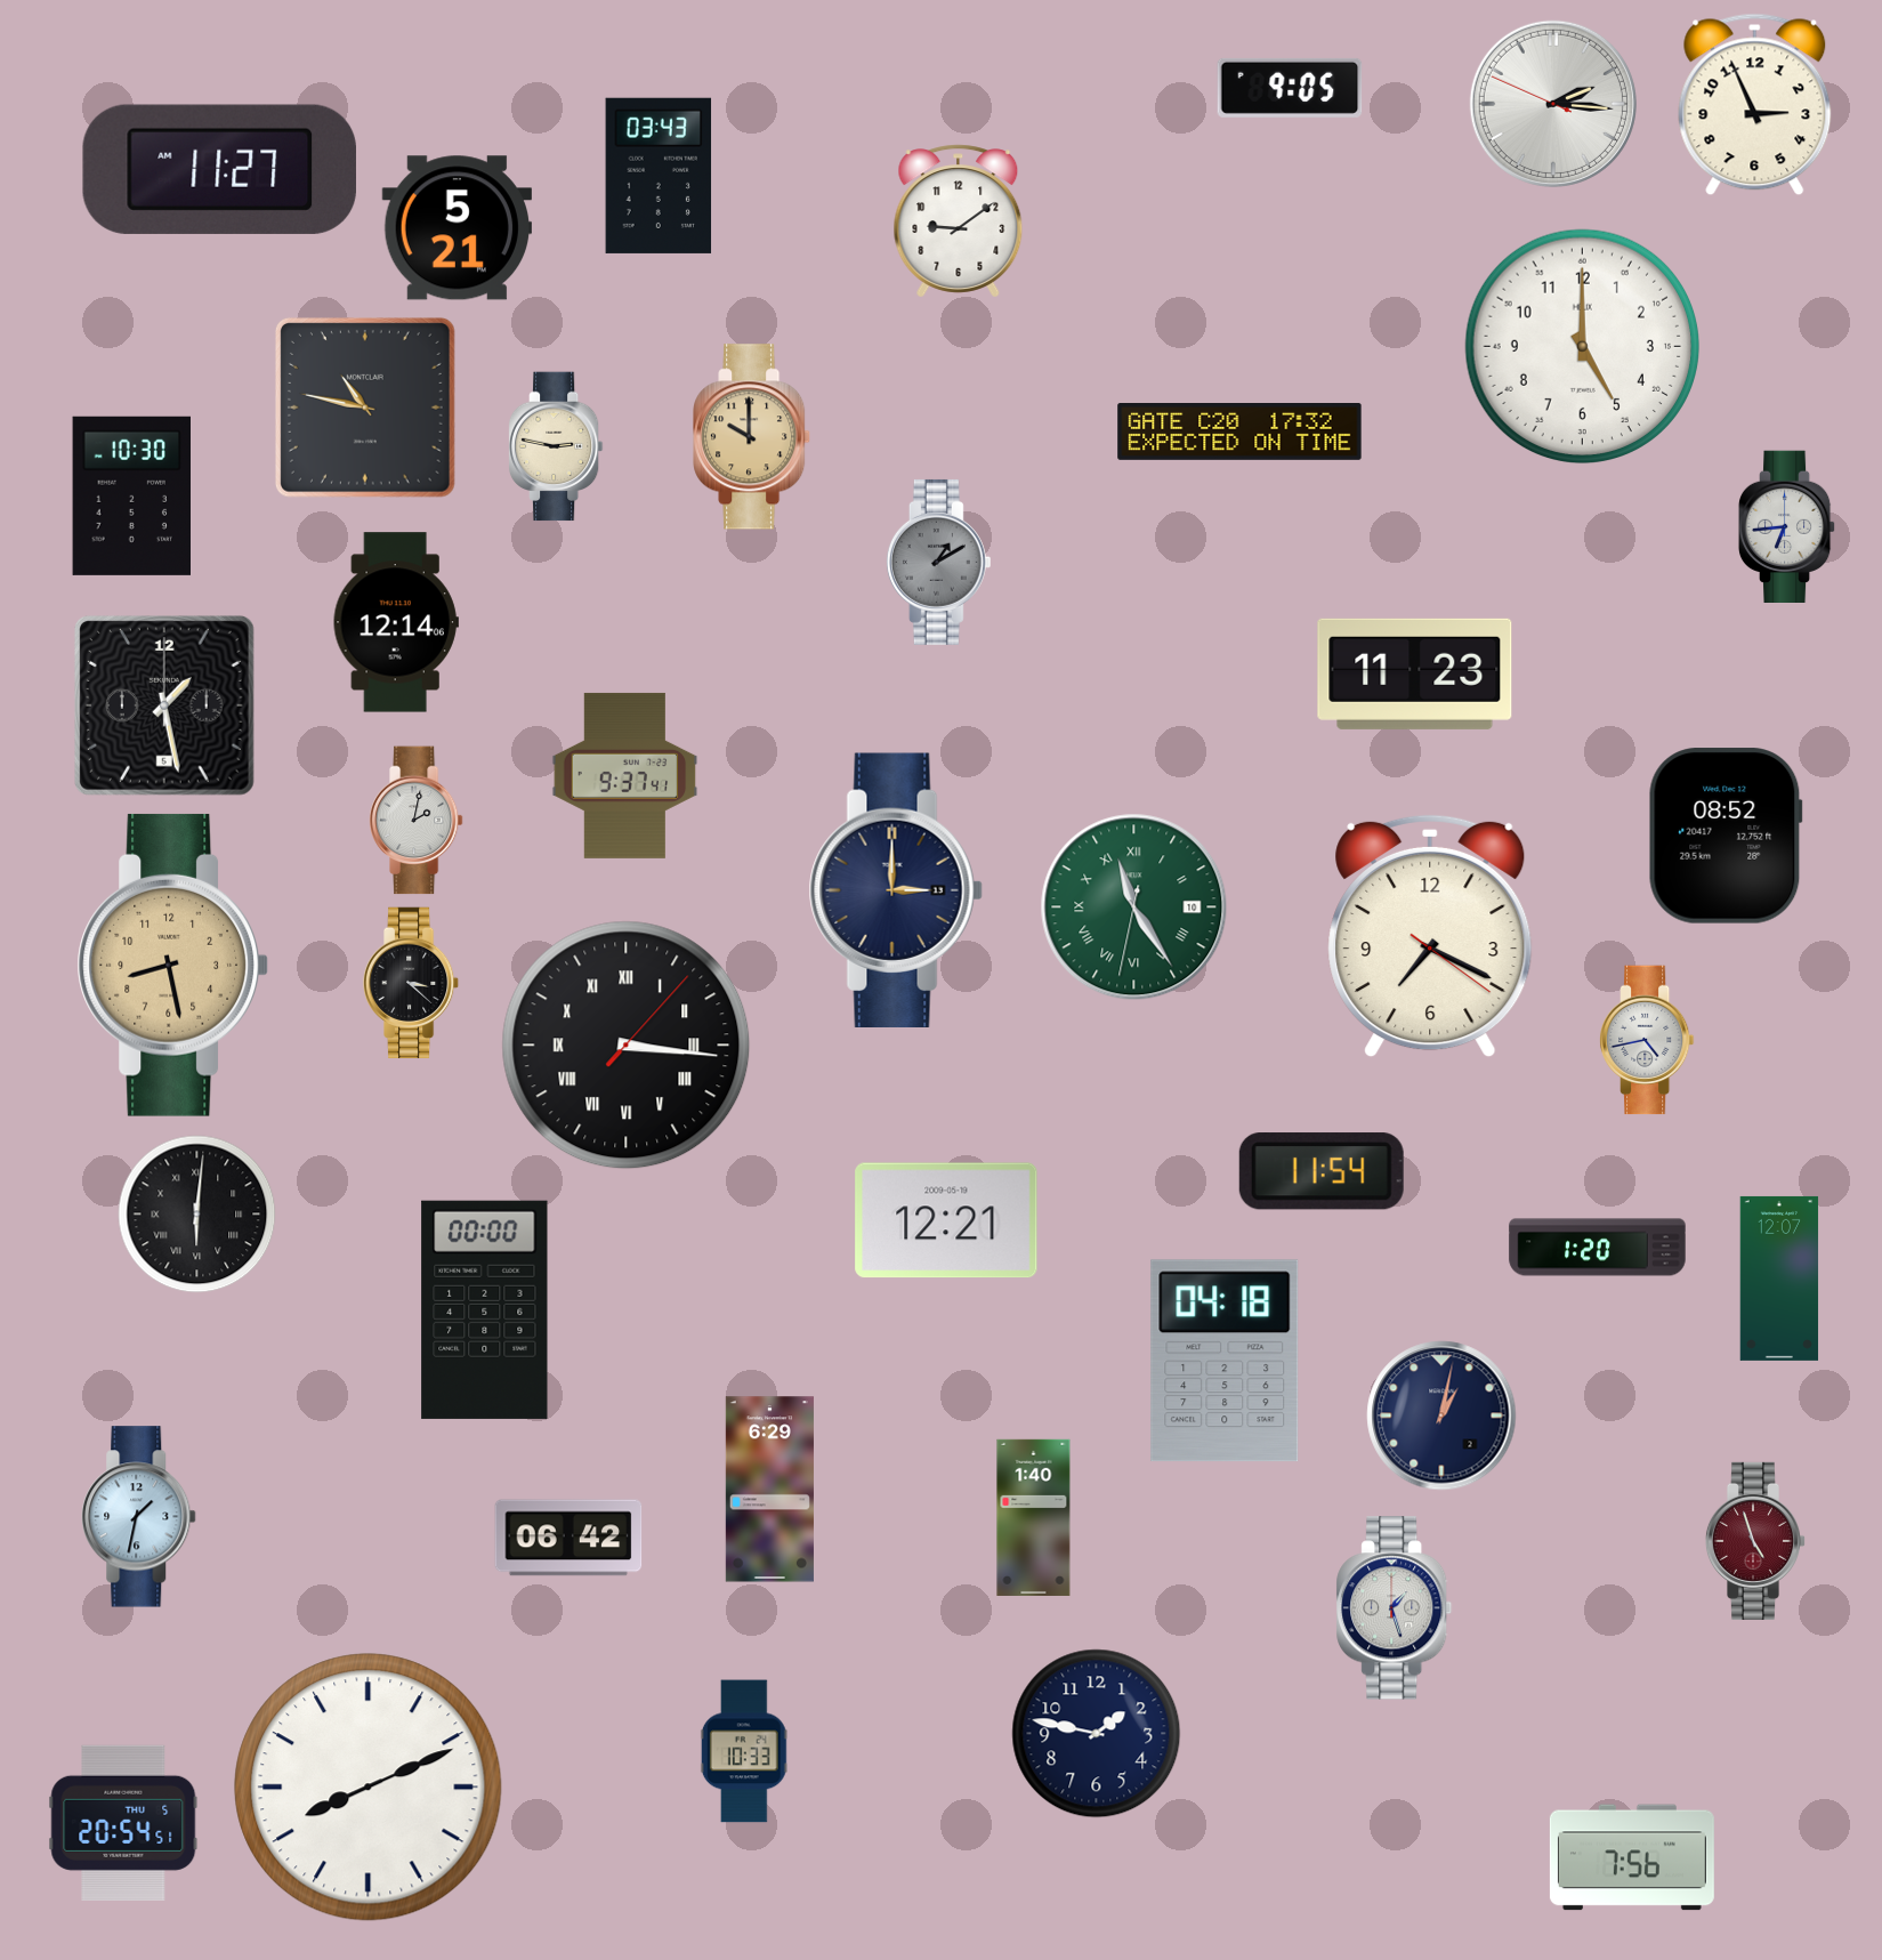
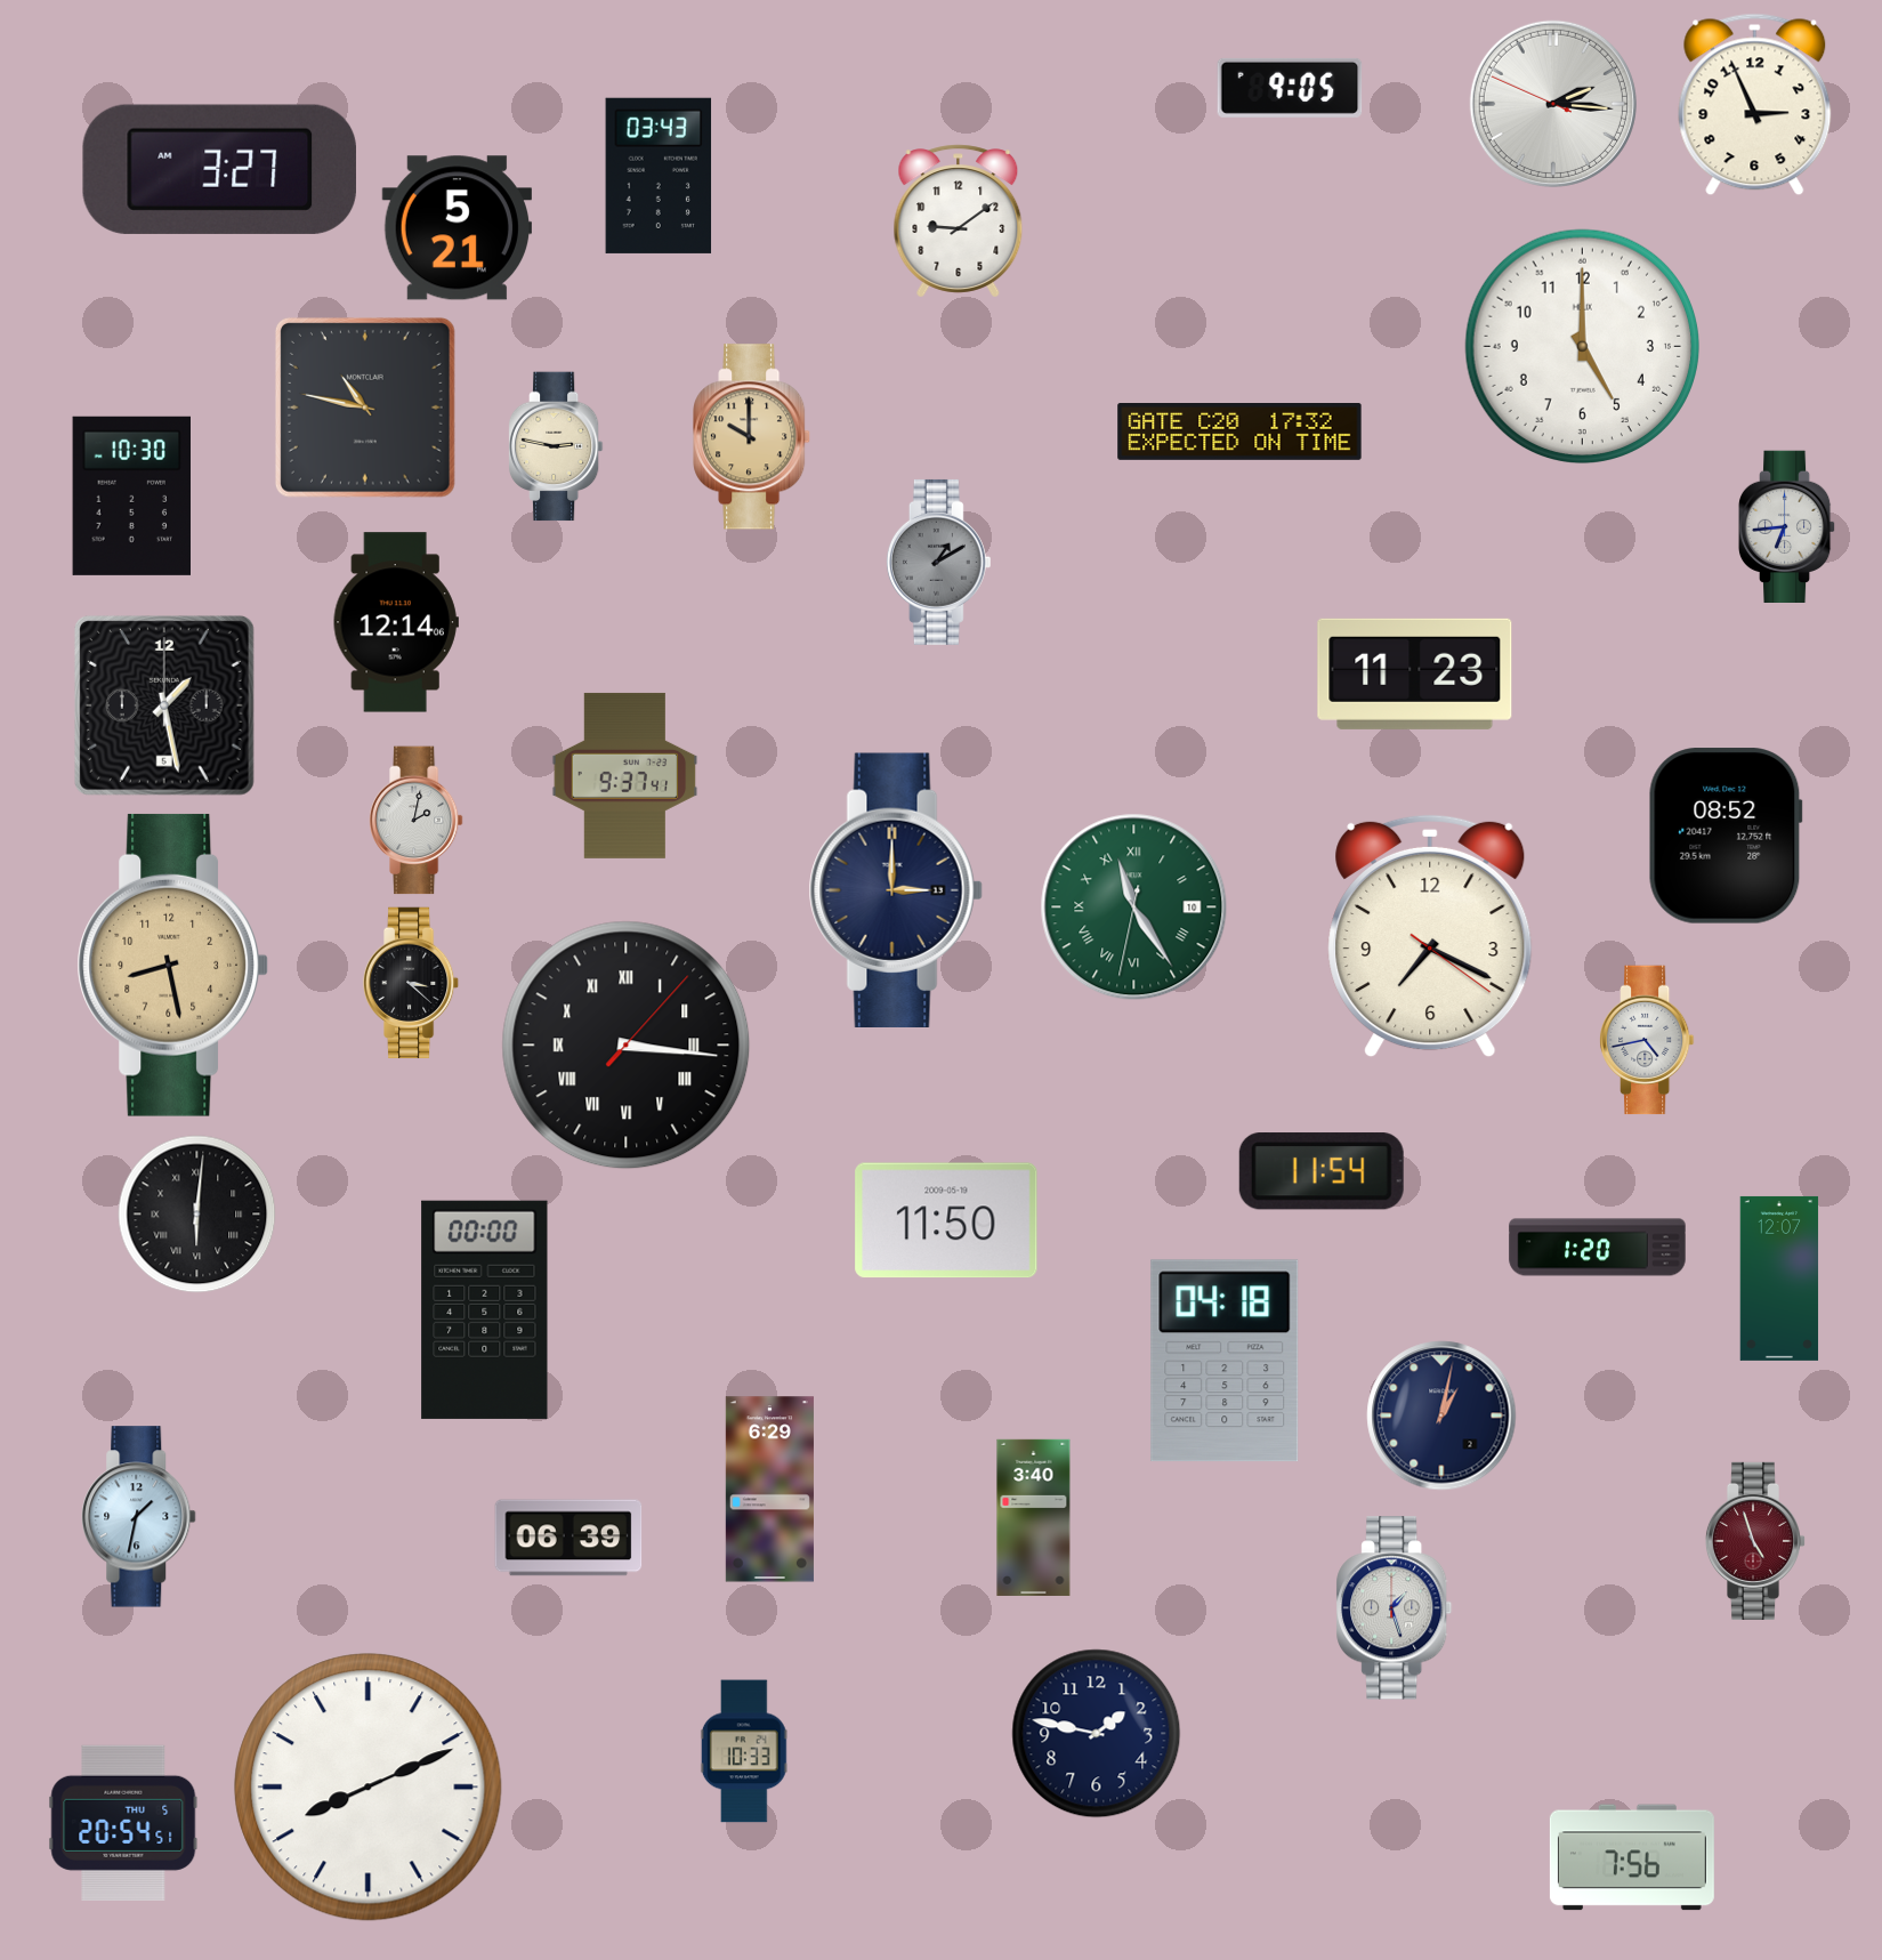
clock at (219, 169): 11:27 -> 3:27
clock at (946, 1220): 12:21 -> 11:50
clock at (1034, 1517): 1:40 -> 3:40
clock at (568, 1538): 06:42 -> 06:39
